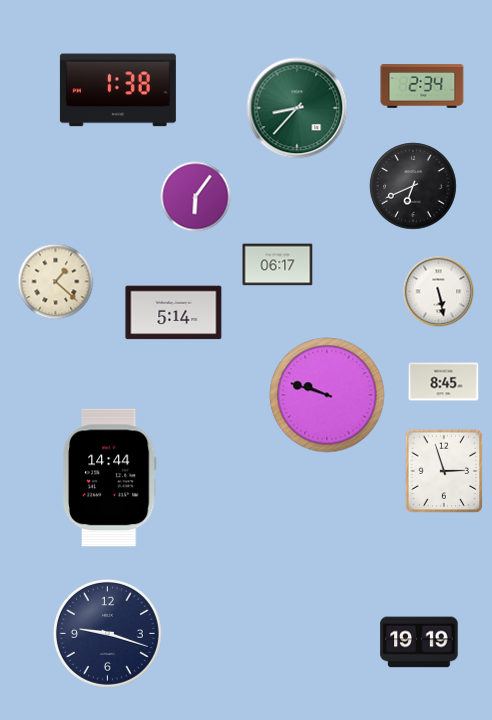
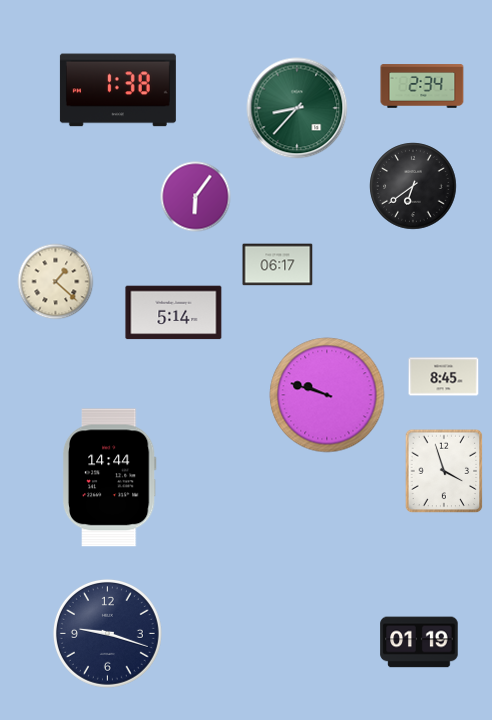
clock at (413, 186): 6:41 -> 6:39
clock at (439, 292): 5:28 -> none
clock at (444, 382) position: (444, 382) -> (444, 377)
clock at (444, 471): 2:57 -> 3:57
clock at (419, 642): 19:19 -> 01:19
